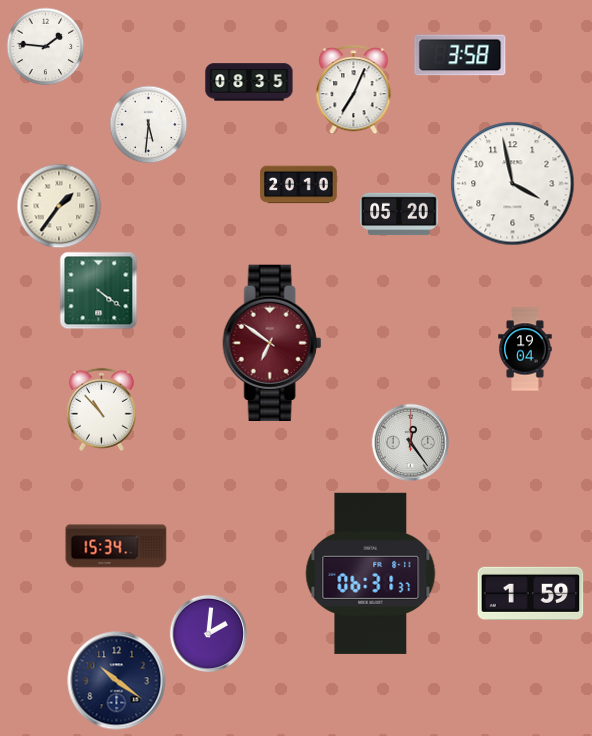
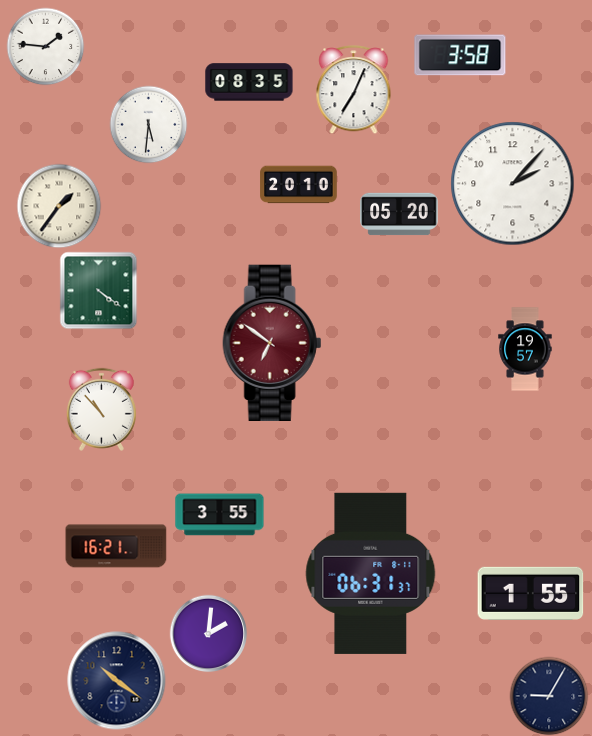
clock at (513, 184): 3:58 -> 2:07
clock at (525, 349): 19:04 -> 19:57
clock at (410, 442): 12:24 -> none
clock at (220, 515): none -> 3:55
clock at (116, 546): 15:34 -> 16:21
clock at (531, 593): 1:59 -> 1:55
clock at (549, 696): none -> 9:05
